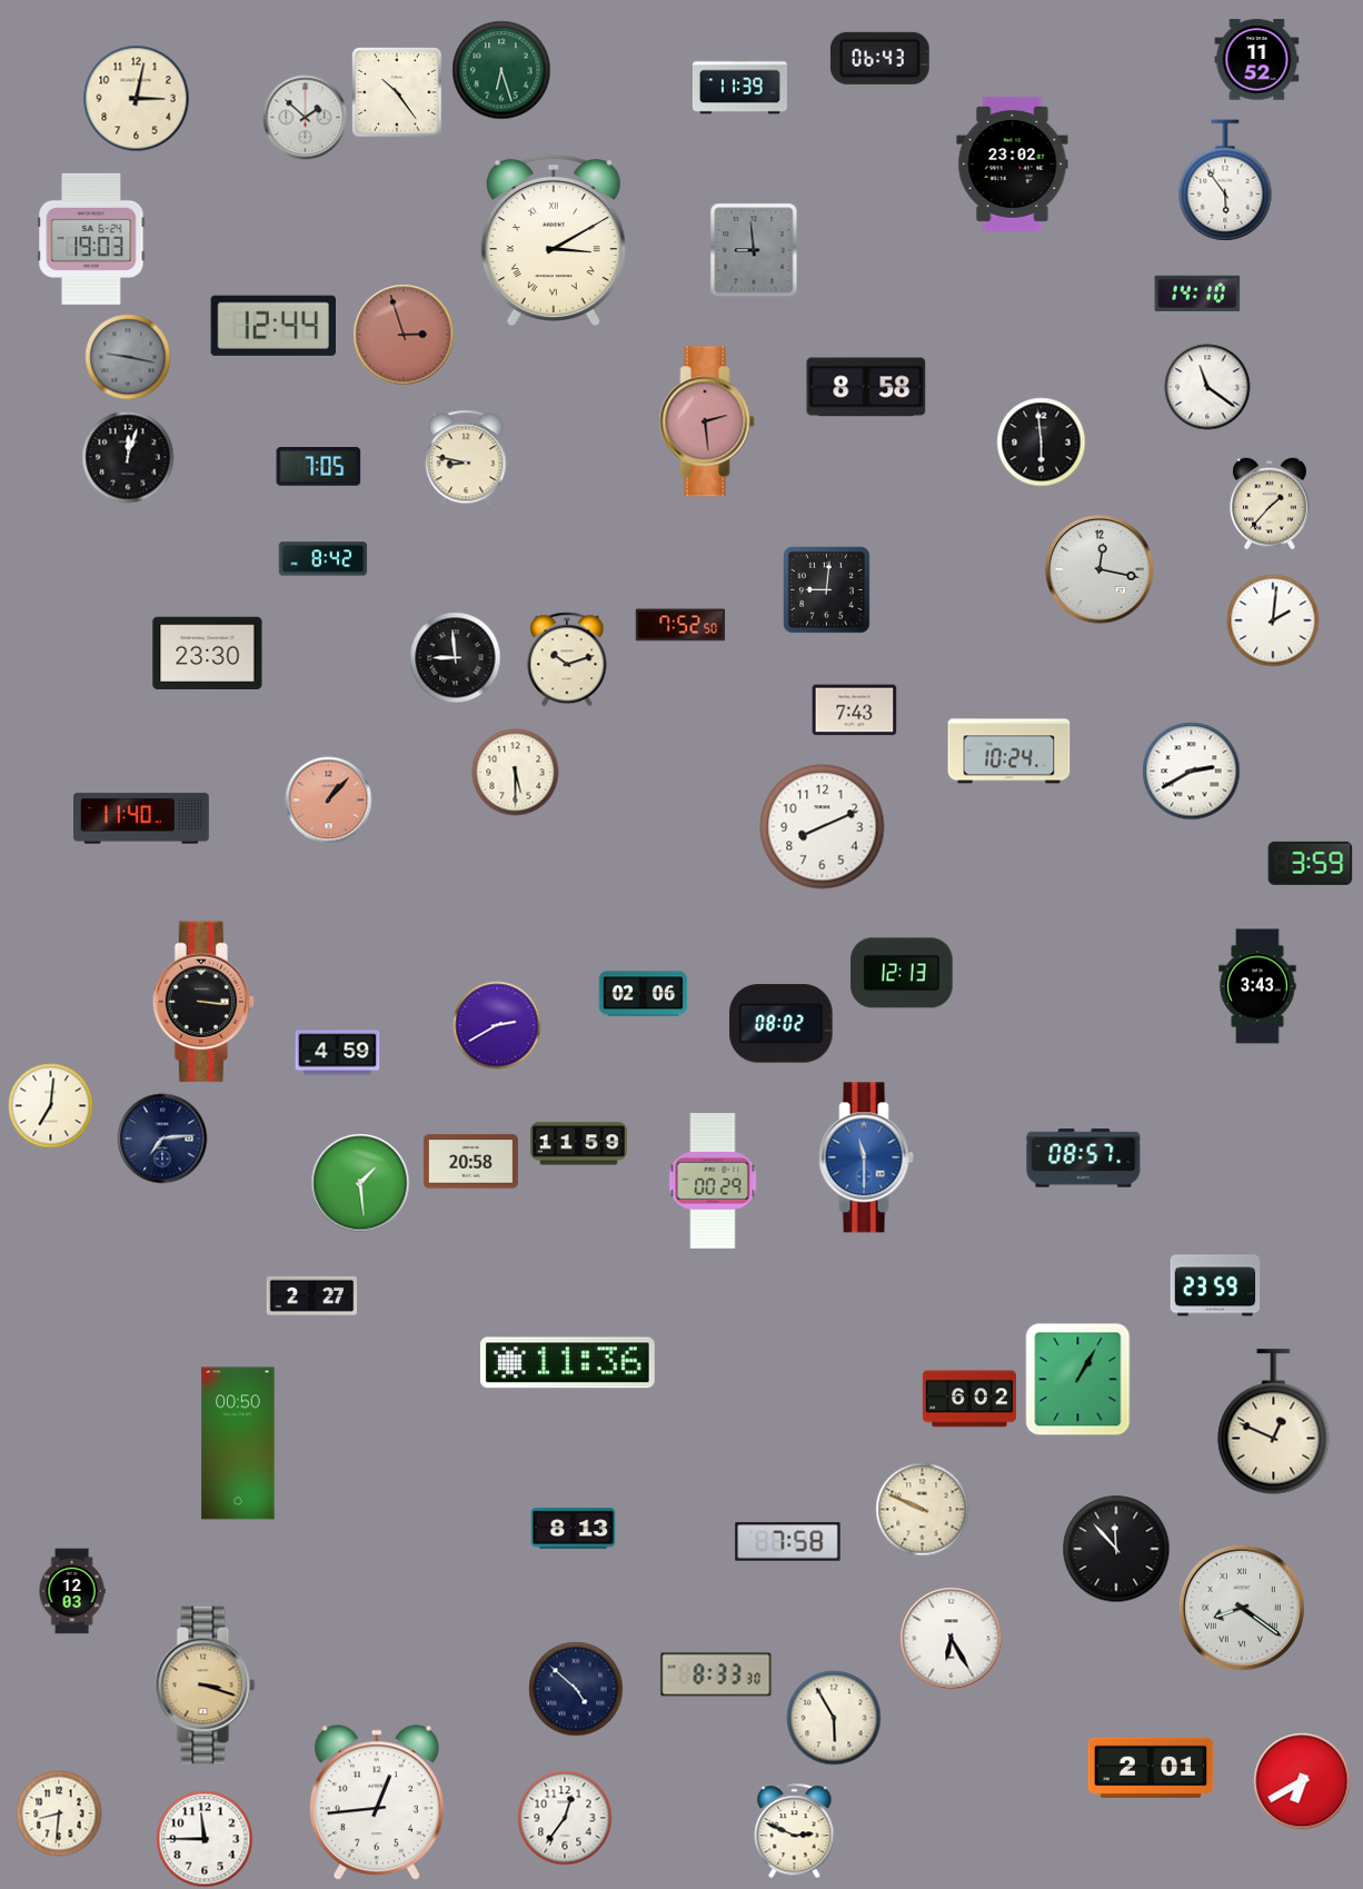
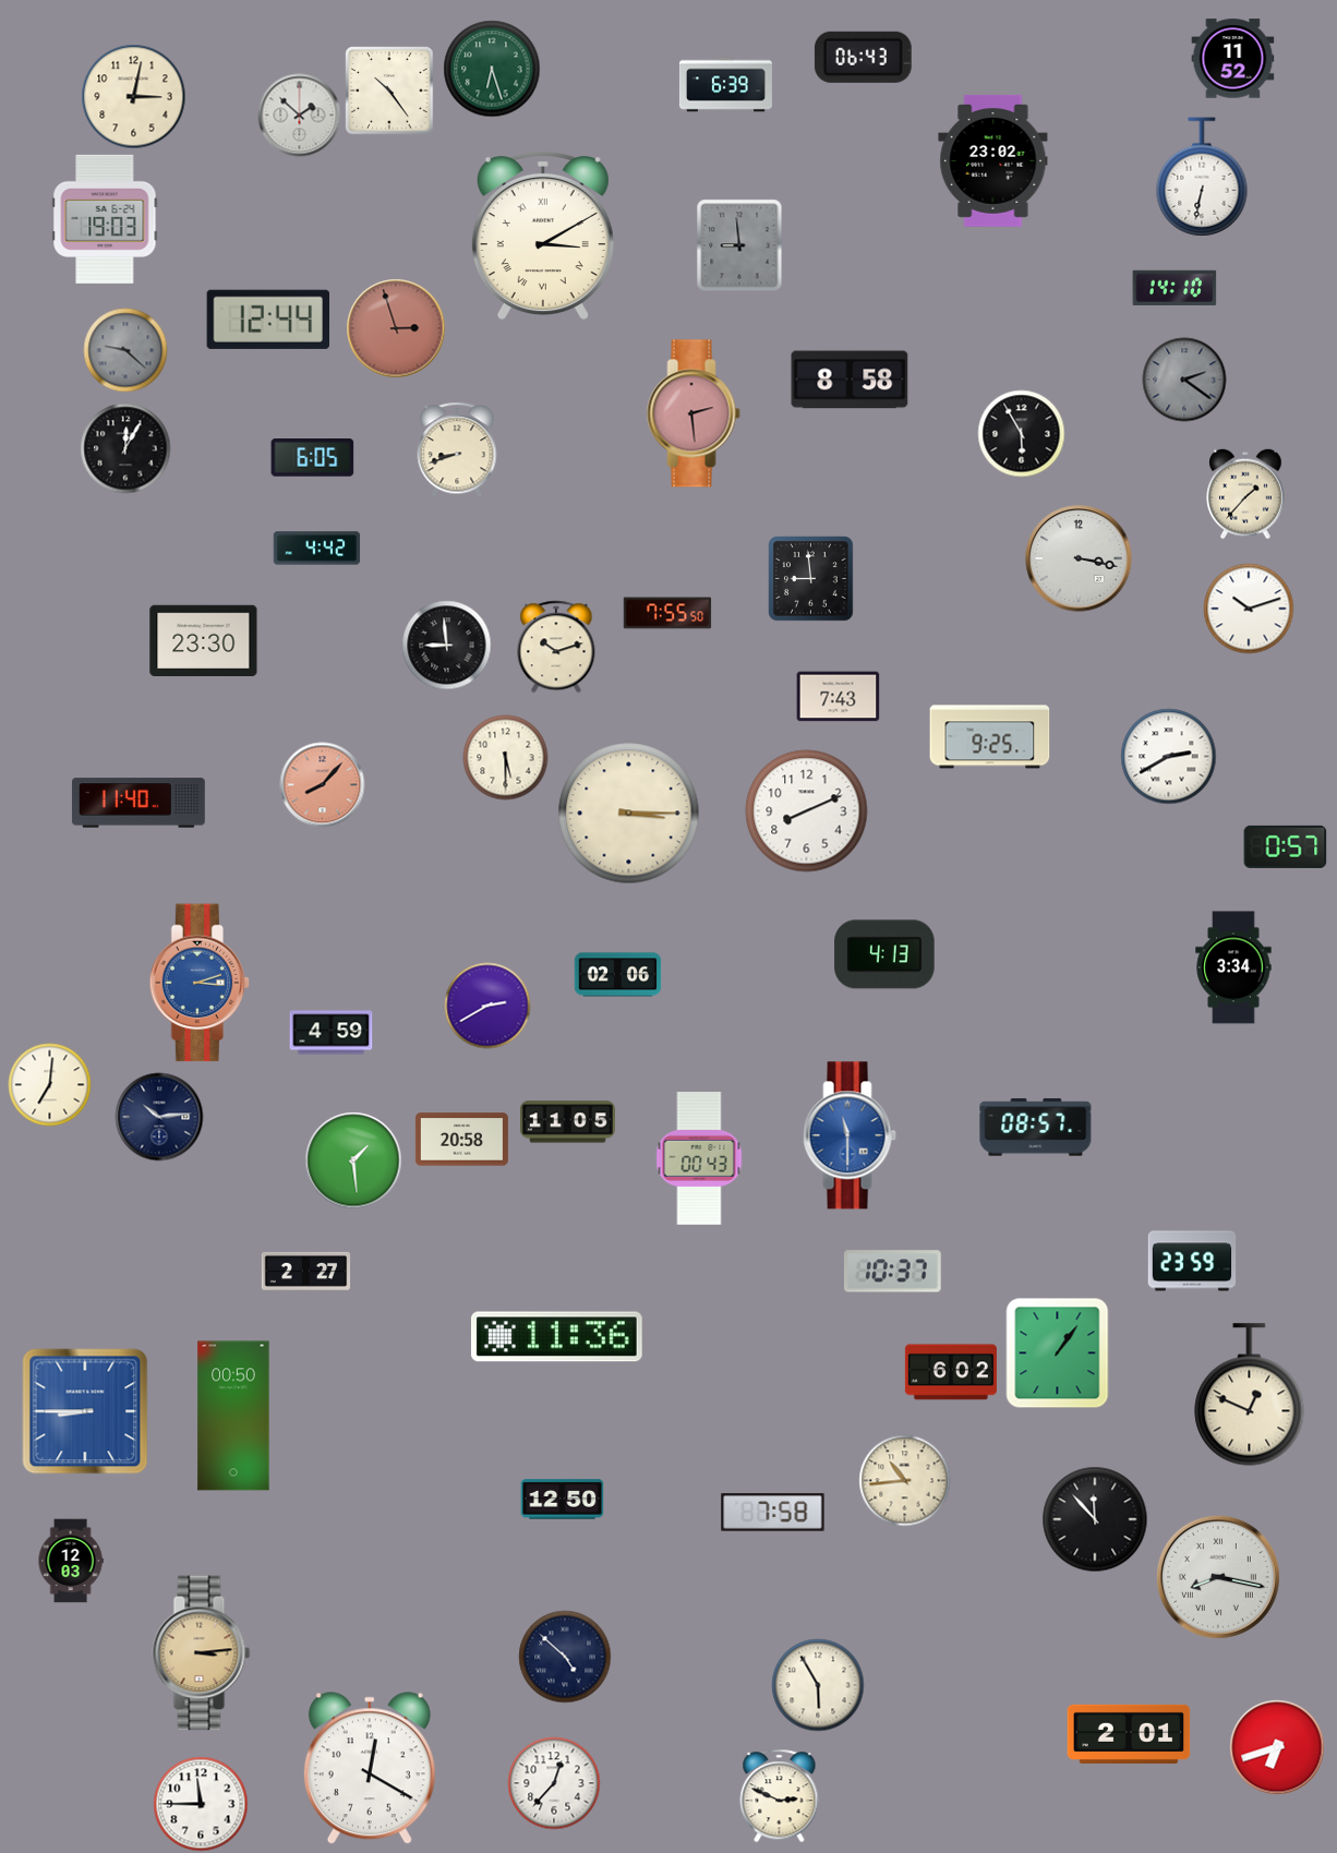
clock at (739, 87): 11:39 -> 6:39
clock at (1225, 180): 5:54 -> 6:32
clock at (91, 239) position: (91, 239) -> (105, 219)
clock at (128, 357): 9:17 -> 9:22
clock at (1207, 387): 11:21 -> 2:21
clock at (1207, 387) dial: white -> grey
clock at (1042, 443): 5:59 -> 5:55
clock at (128, 457): 12:03 -> 12:05
clock at (466, 458): 8:47 -> 8:42
clock at (319, 467): 7:05 -> 6:05
clock at (324, 559): 8:42 -> 4:42
clock at (1100, 569): 12:17 -> 3:17
clock at (827, 590): 9:01 -> 8:59
clock at (1273, 620): 2:01 -> 10:12
clock at (680, 625): 7:52 -> 7:55
clock at (1009, 752): 10:24 -> 9:25
clock at (329, 801): 1:07 -> 8:07
clock at (629, 814): none -> 3:15
clock at (1311, 863): 3:59 -> 0:57
clock at (902, 973): 12:13 -> 4:13
clock at (1257, 986): 3:43 -> 3:34
clock at (644, 994) position: (644, 994) -> (618, 975)
clock at (203, 1002): 3:16 -> 3:12
clock at (203, 1002) dial: black -> blue
clock at (782, 1024): 08:02 -> none
clock at (162, 1139): 7:14 -> 10:14
clock at (578, 1144): 11:59 -> 11:05
clock at (1084, 1159) position: (1084, 1159) -> (1036, 1128)
clock at (713, 1182): 00:29 -> 00:43
clock at (892, 1272): none -> 10:37
clock at (1078, 1380): 1:05 -> 1:06
clock at (85, 1411): none -> 8:45
clock at (923, 1510): 9:49 -> 10:44
clock at (574, 1529): 8:13 -> 12:50
clock at (1242, 1608): 8:21 -> 8:17
clock at (952, 1639): 6:25 -> none
clock at (716, 1674): 8:33 -> none
clock at (206, 1686): 3:18 -> 3:14
clock at (1302, 1781): 6:40 -> 6:42
clock at (377, 1803): 12:44 -> 12:20
clock at (59, 1813): 8:31 -> none
clock at (565, 1818): 12:36 -> 12:37
